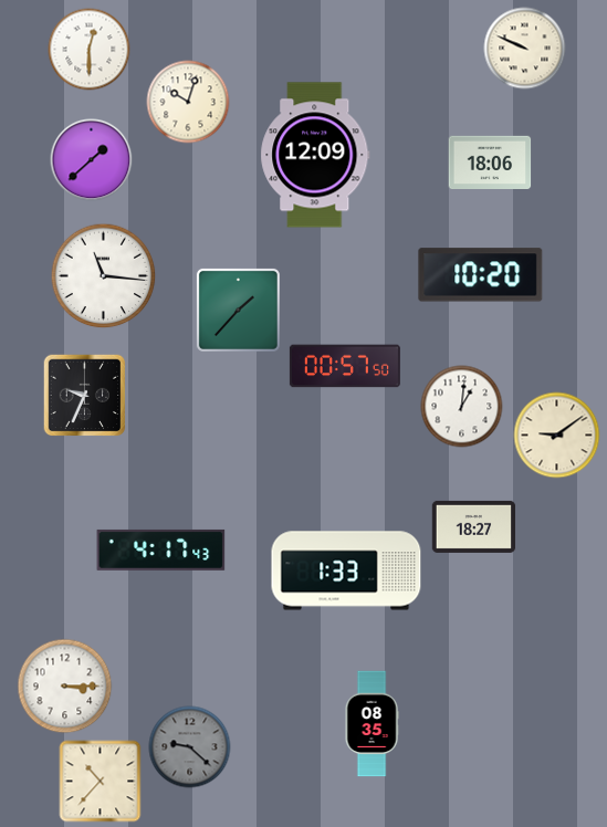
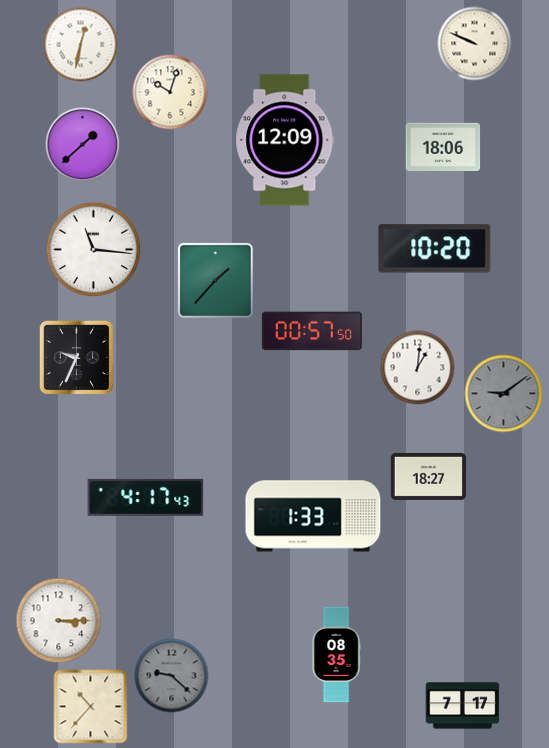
clock at (90, 50): 12:30 -> 12:32
clock at (557, 436) dial: cream -> grey
clock at (463, 706): none -> 7:17
